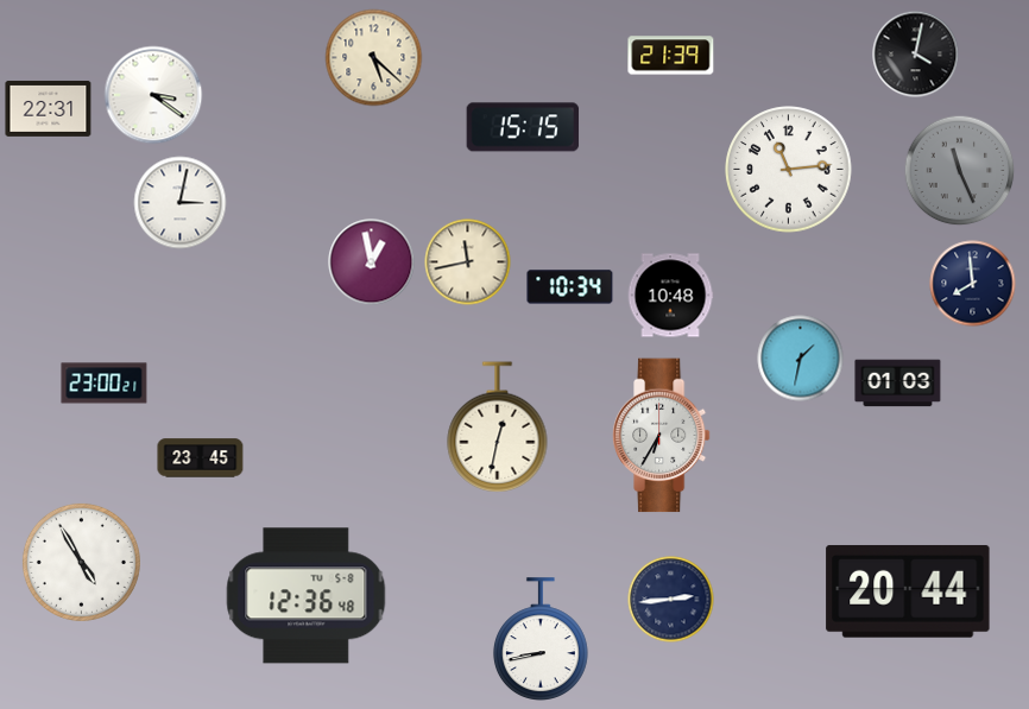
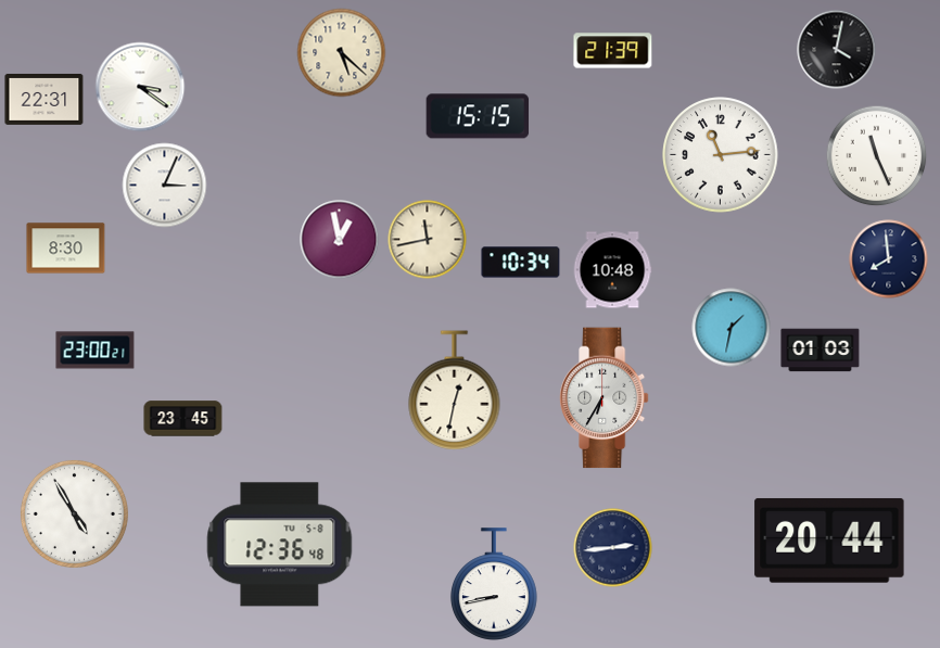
clock at (960, 171) dial: grey -> white
clock at (181, 203): 3:02 -> 3:04
clock at (66, 249): none -> 8:30
